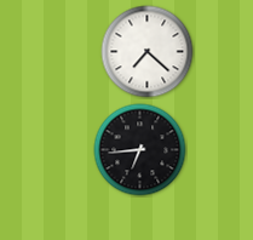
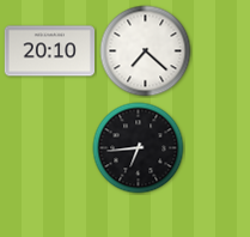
clock at (50, 51): none -> 20:10
